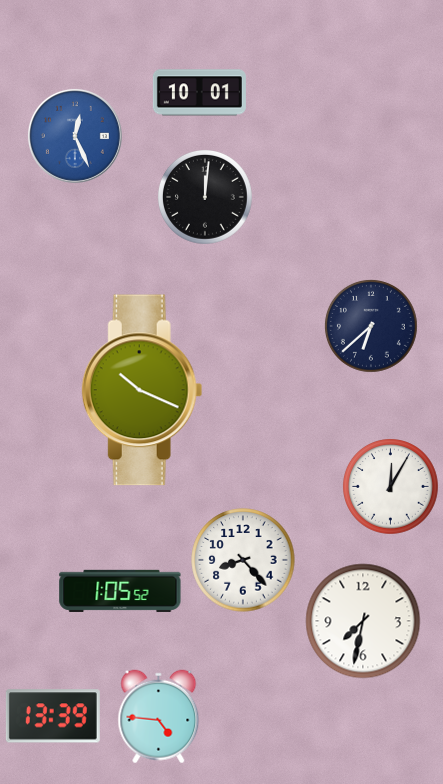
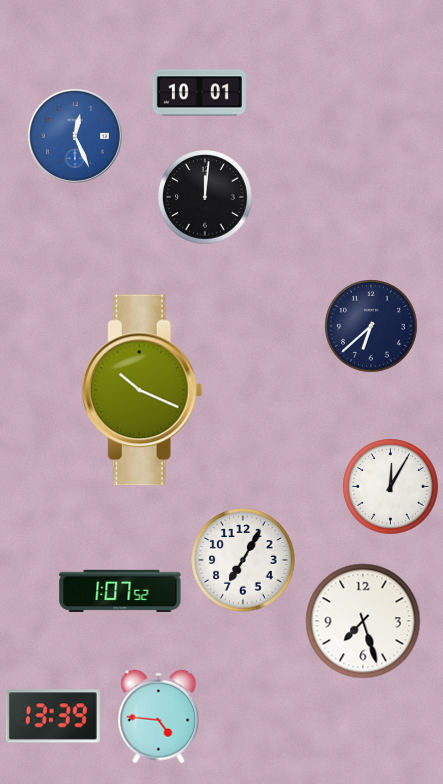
clock at (243, 560): 8:23 -> 7:05
clock at (120, 591): 1:05 -> 1:07
clock at (363, 621): 7:32 -> 7:27
